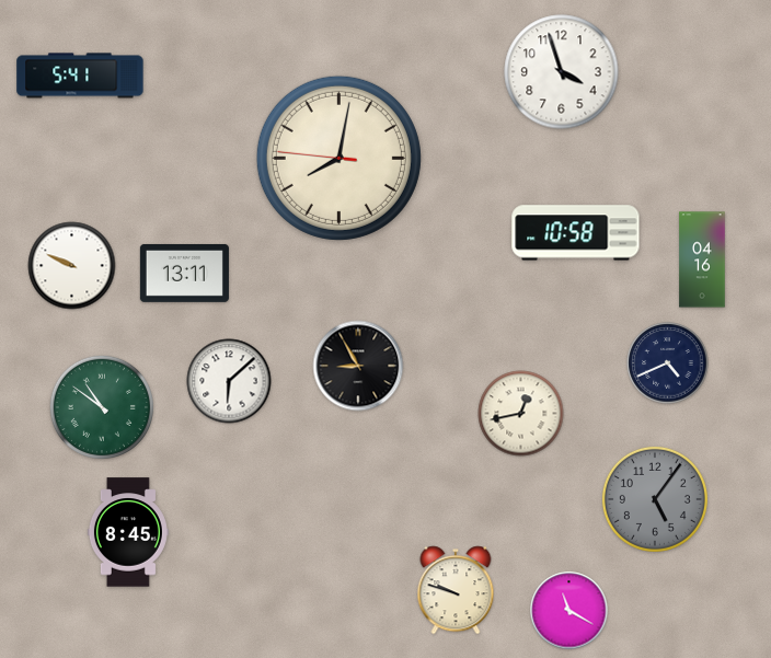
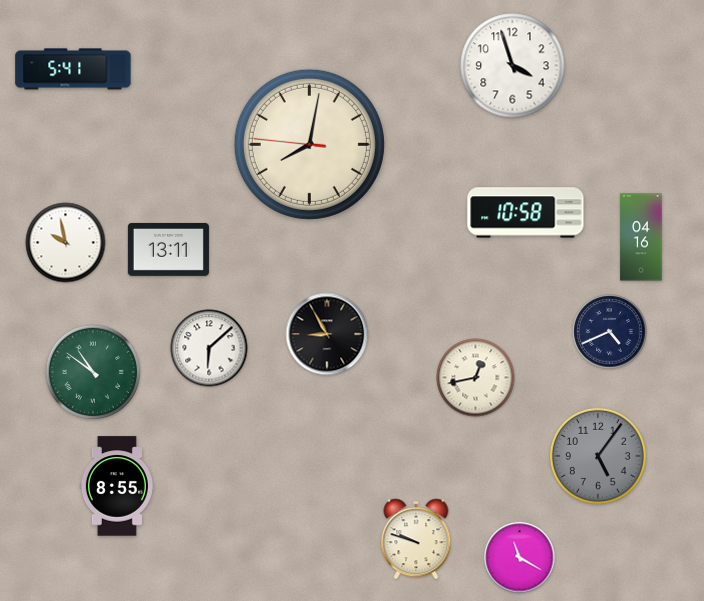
clock at (72, 266): 9:49 -> 9:58
clock at (128, 532): 8:45 -> 8:55
